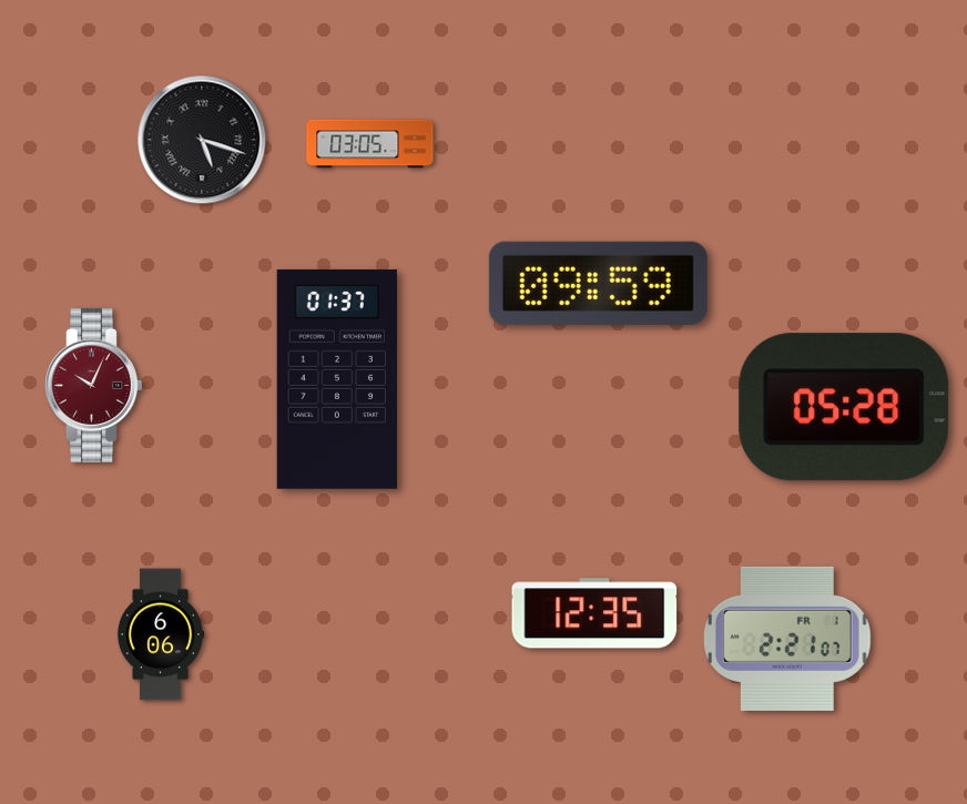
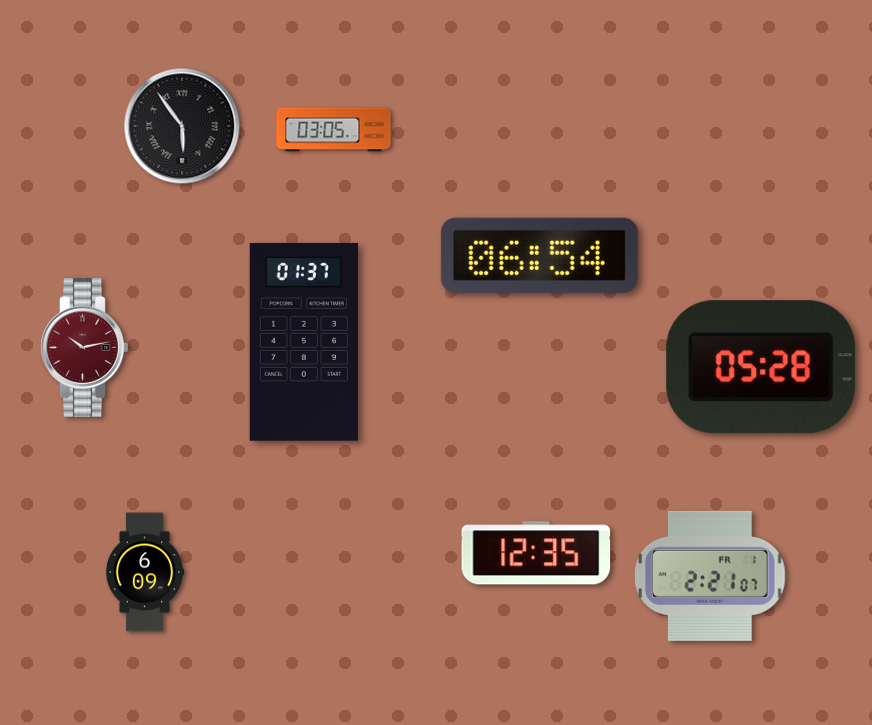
clock at (202, 140): 5:18 -> 5:54
clock at (598, 283): 09:59 -> 06:54
clock at (94, 385): 10:04 -> 10:13
clock at (161, 634): 6:06 -> 6:09
